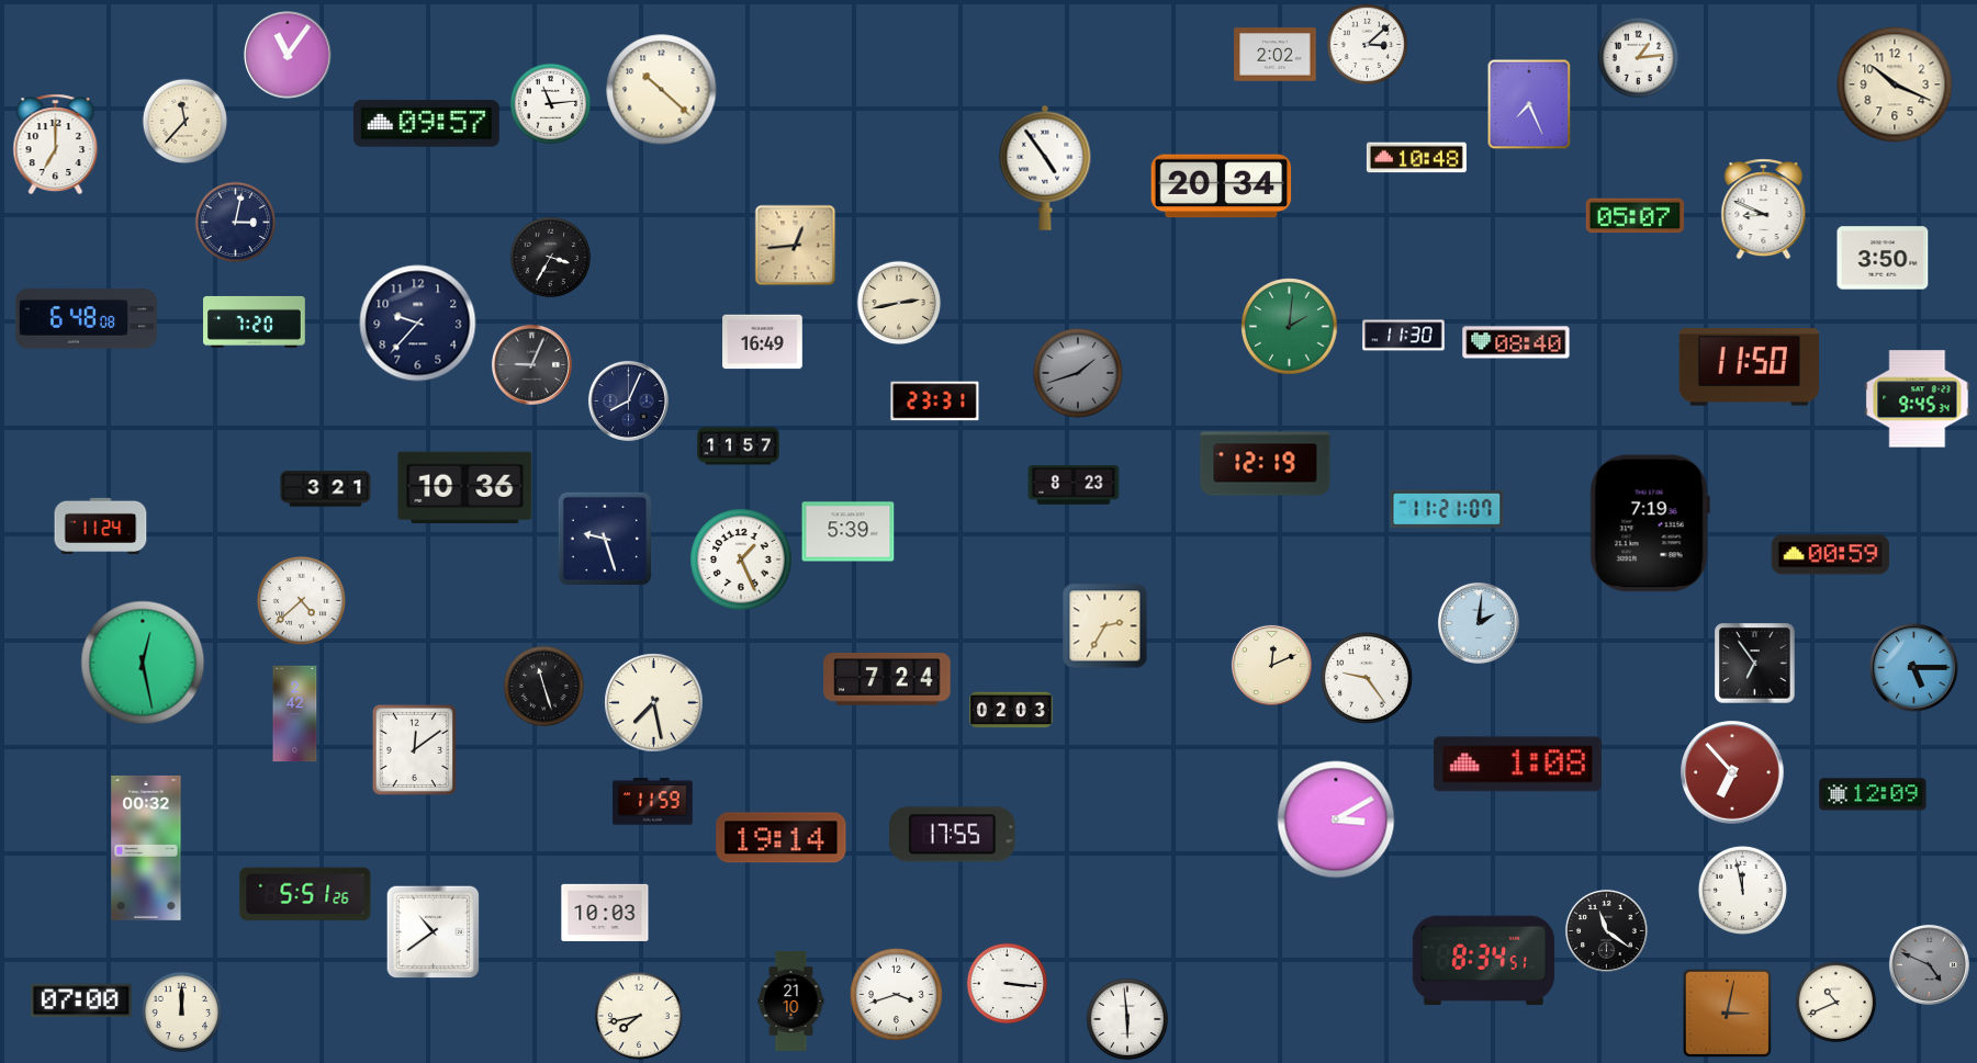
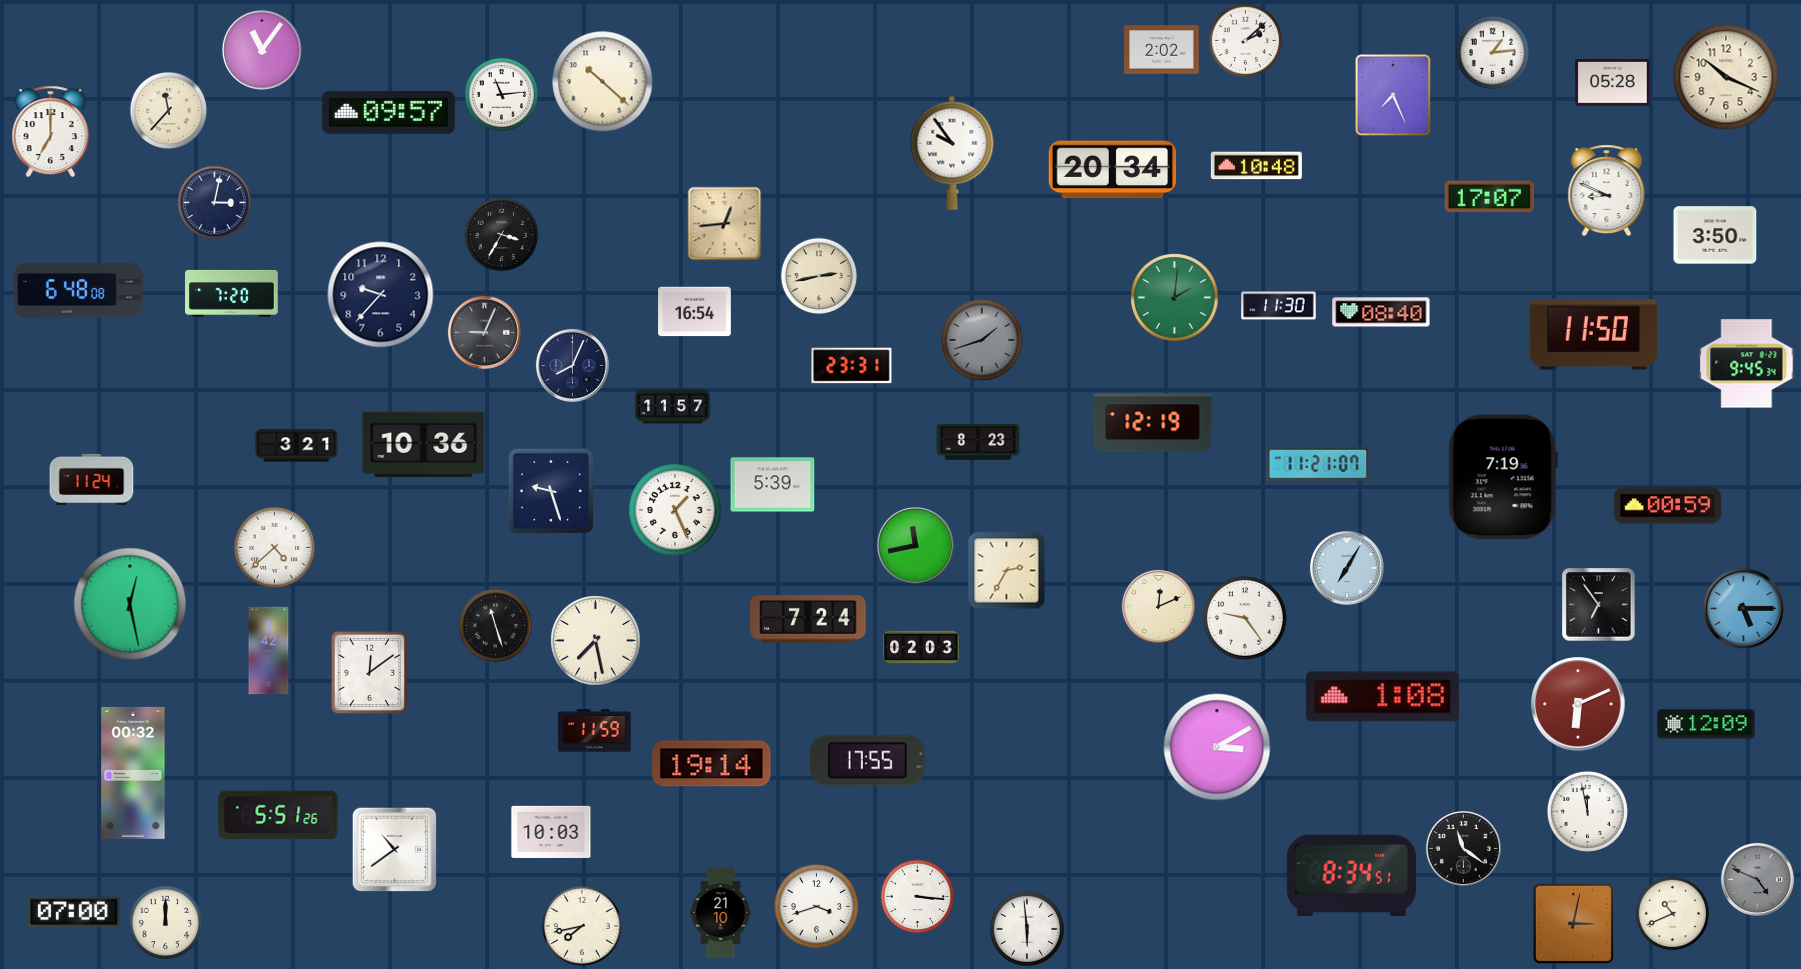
clock at (1368, 45): 3:08 -> 2:08
clock at (1613, 82): none -> 05:28
clock at (1416, 158) position: (1416, 158) -> (1256, 166)
clock at (1045, 168): 4:54 -> 9:54
clock at (1635, 216): 05:07 -> 17:07
clock at (763, 342): 16:49 -> 16:54
clock at (915, 545): none -> 11:43
clock at (1479, 623): 2:01 -> 7:05
clock at (414, 749) position: (414, 749) -> (369, 672)
clock at (1732, 772): 6:53 -> 6:11
